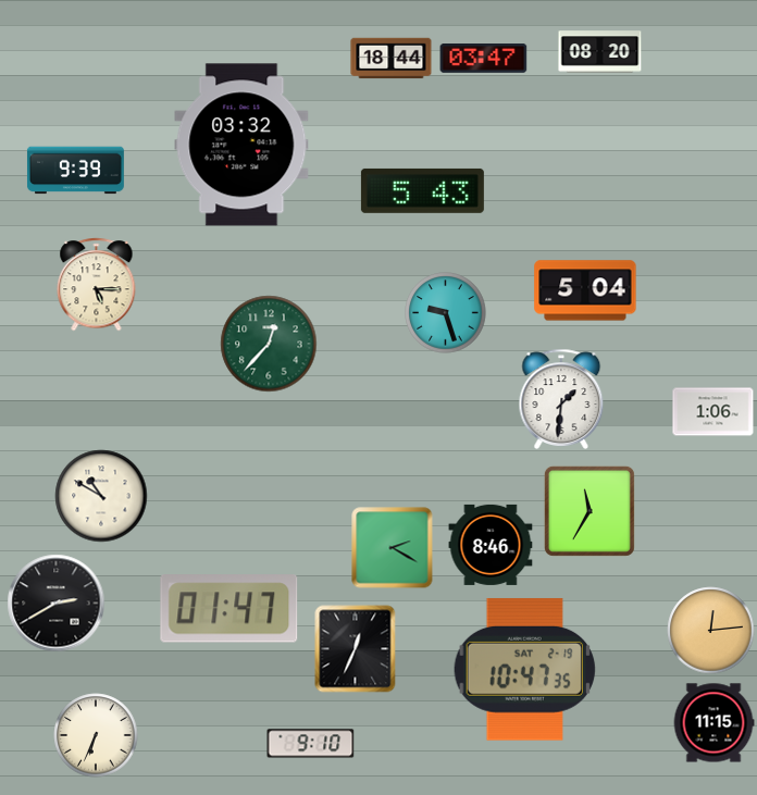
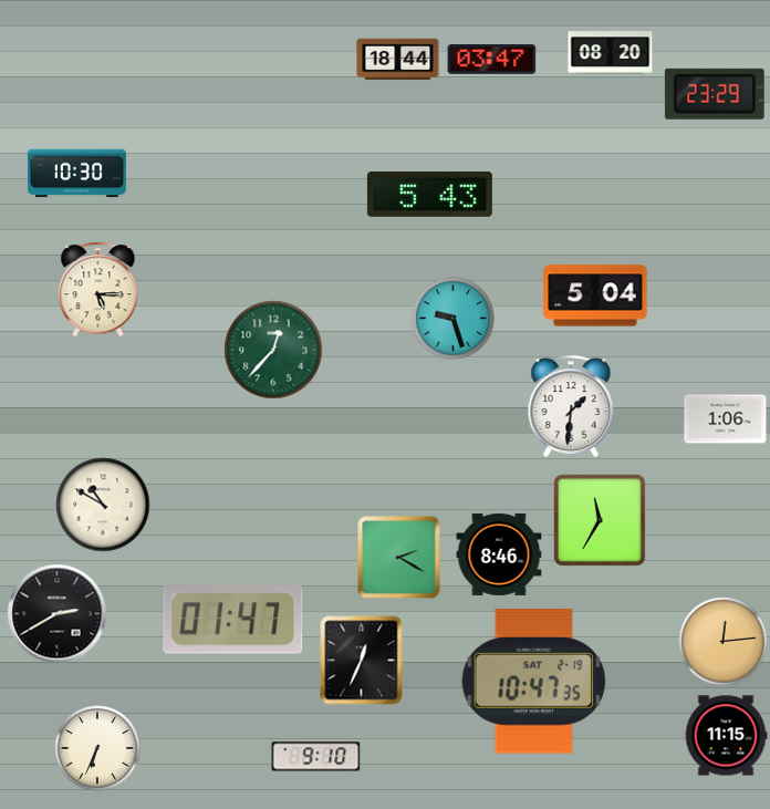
clock at (715, 94): none -> 23:29
clock at (241, 145): 03:32 -> none
clock at (75, 171): 9:39 -> 10:30
